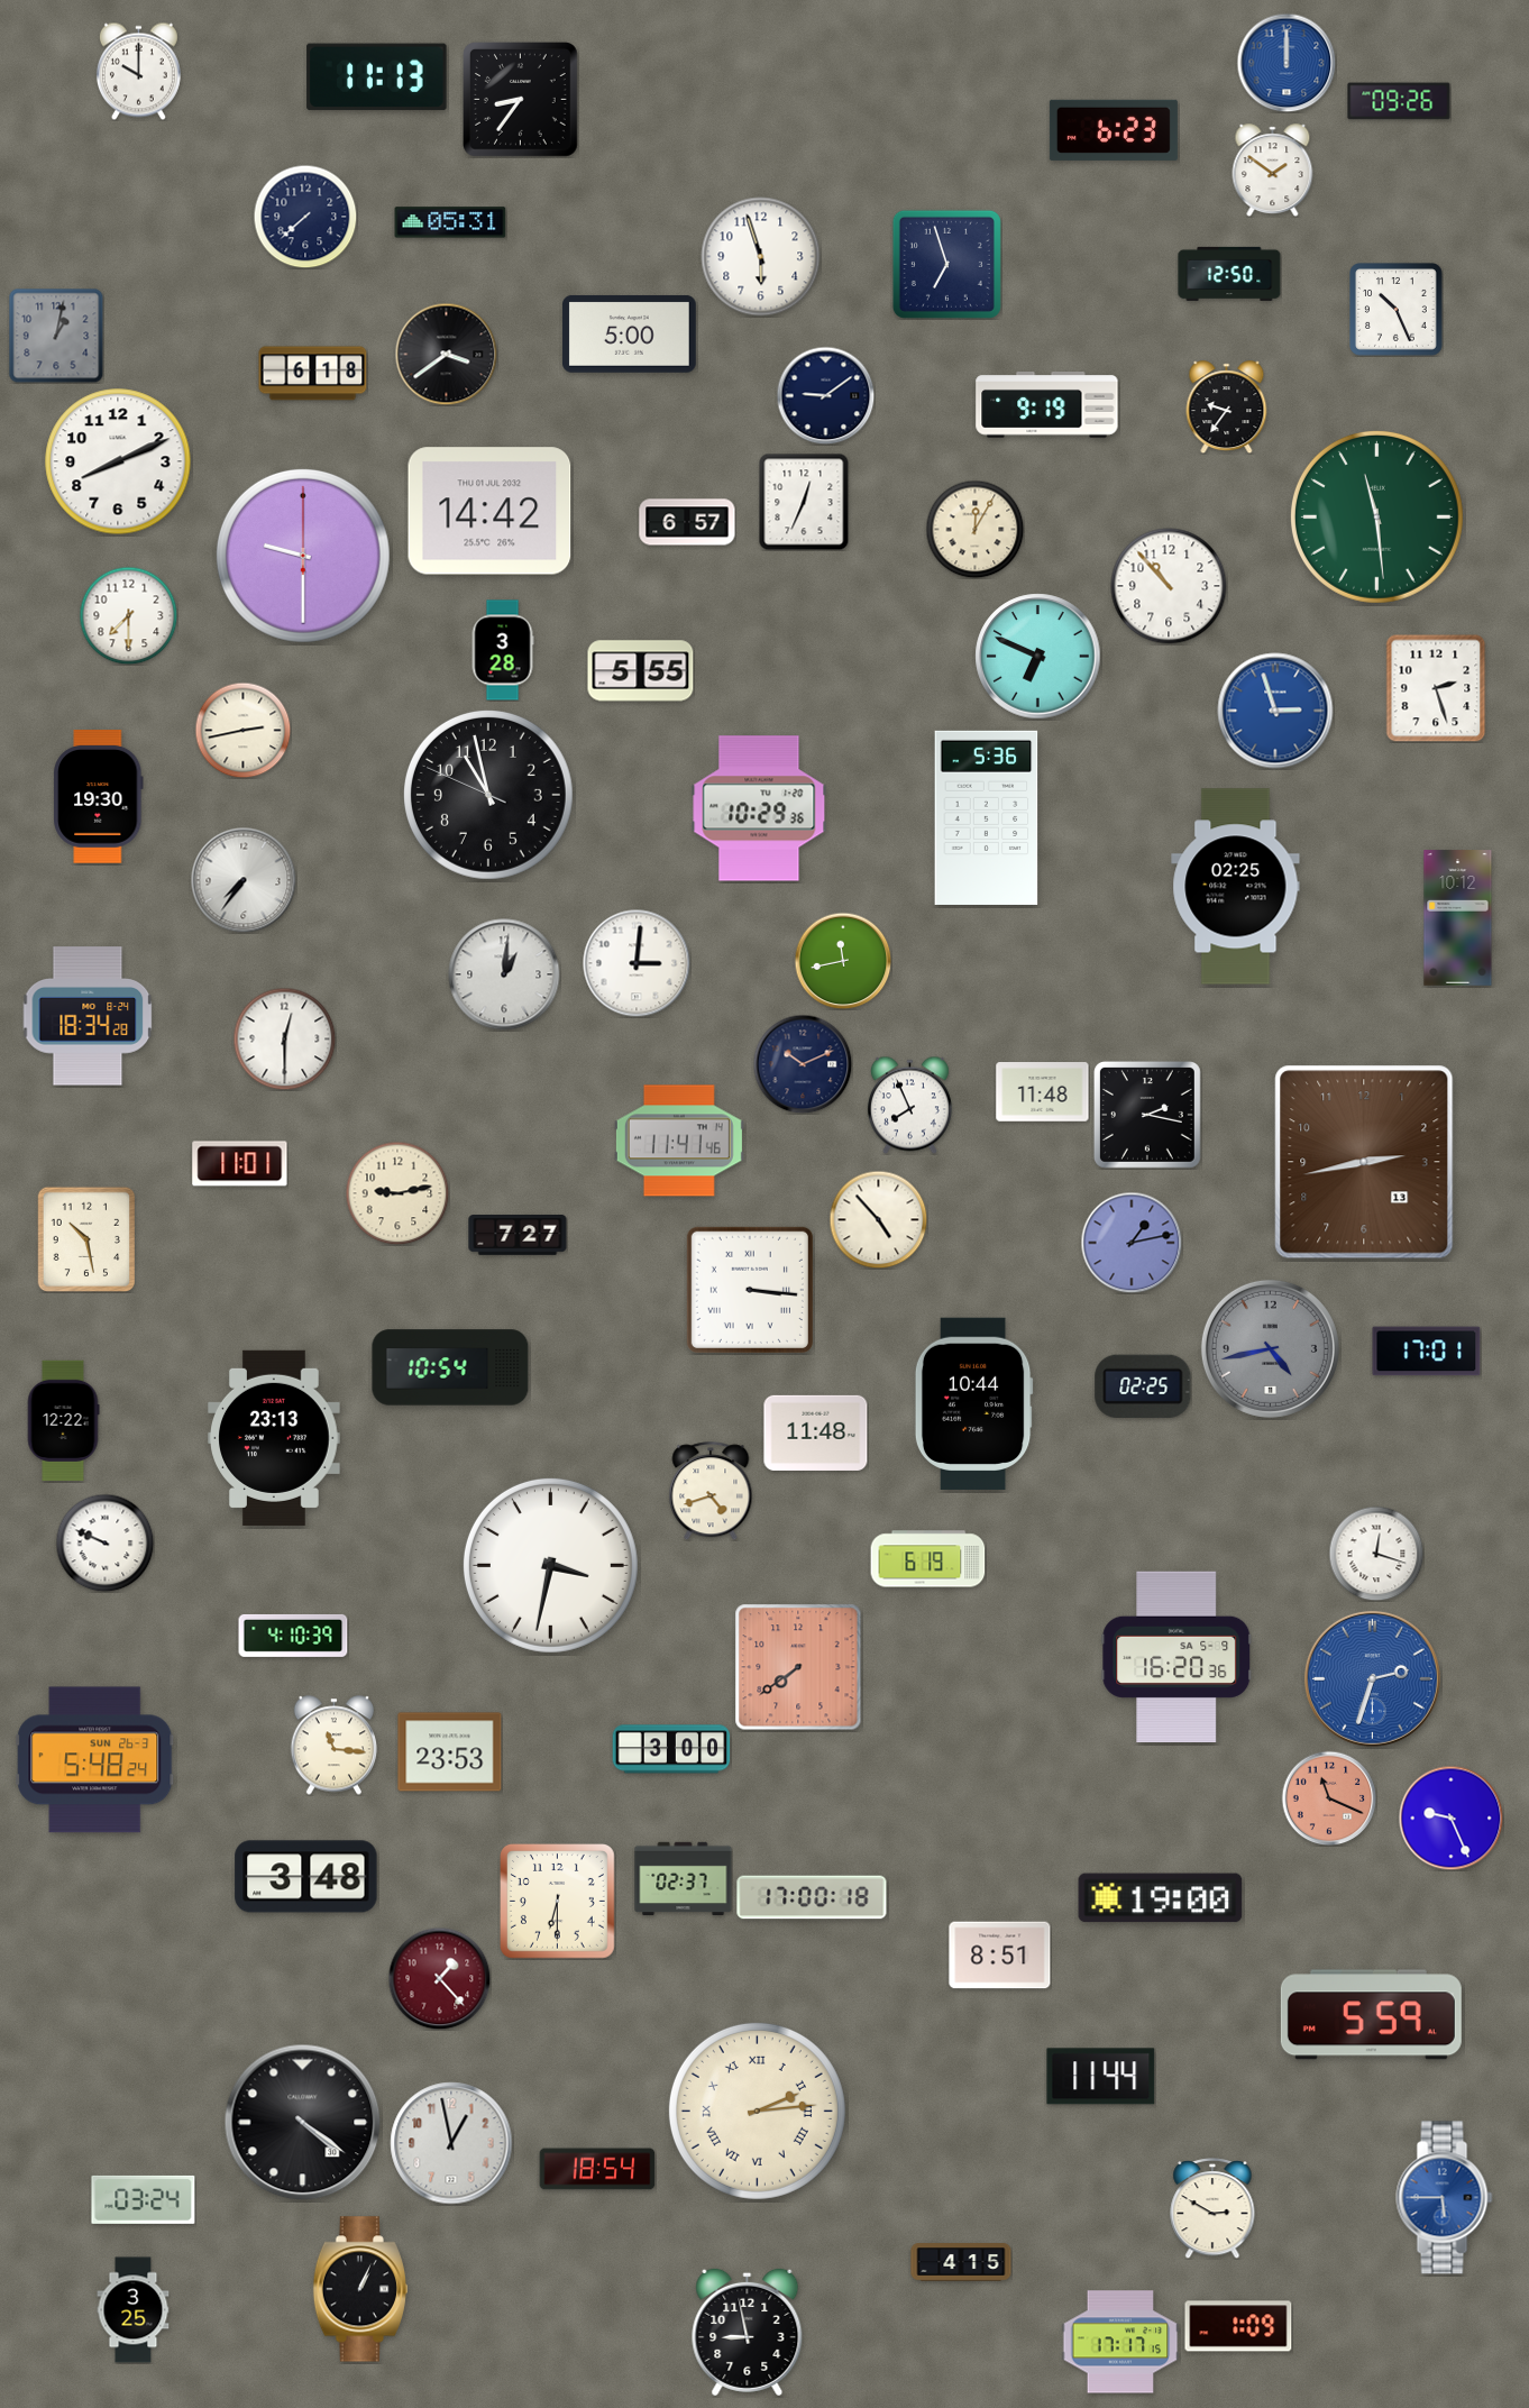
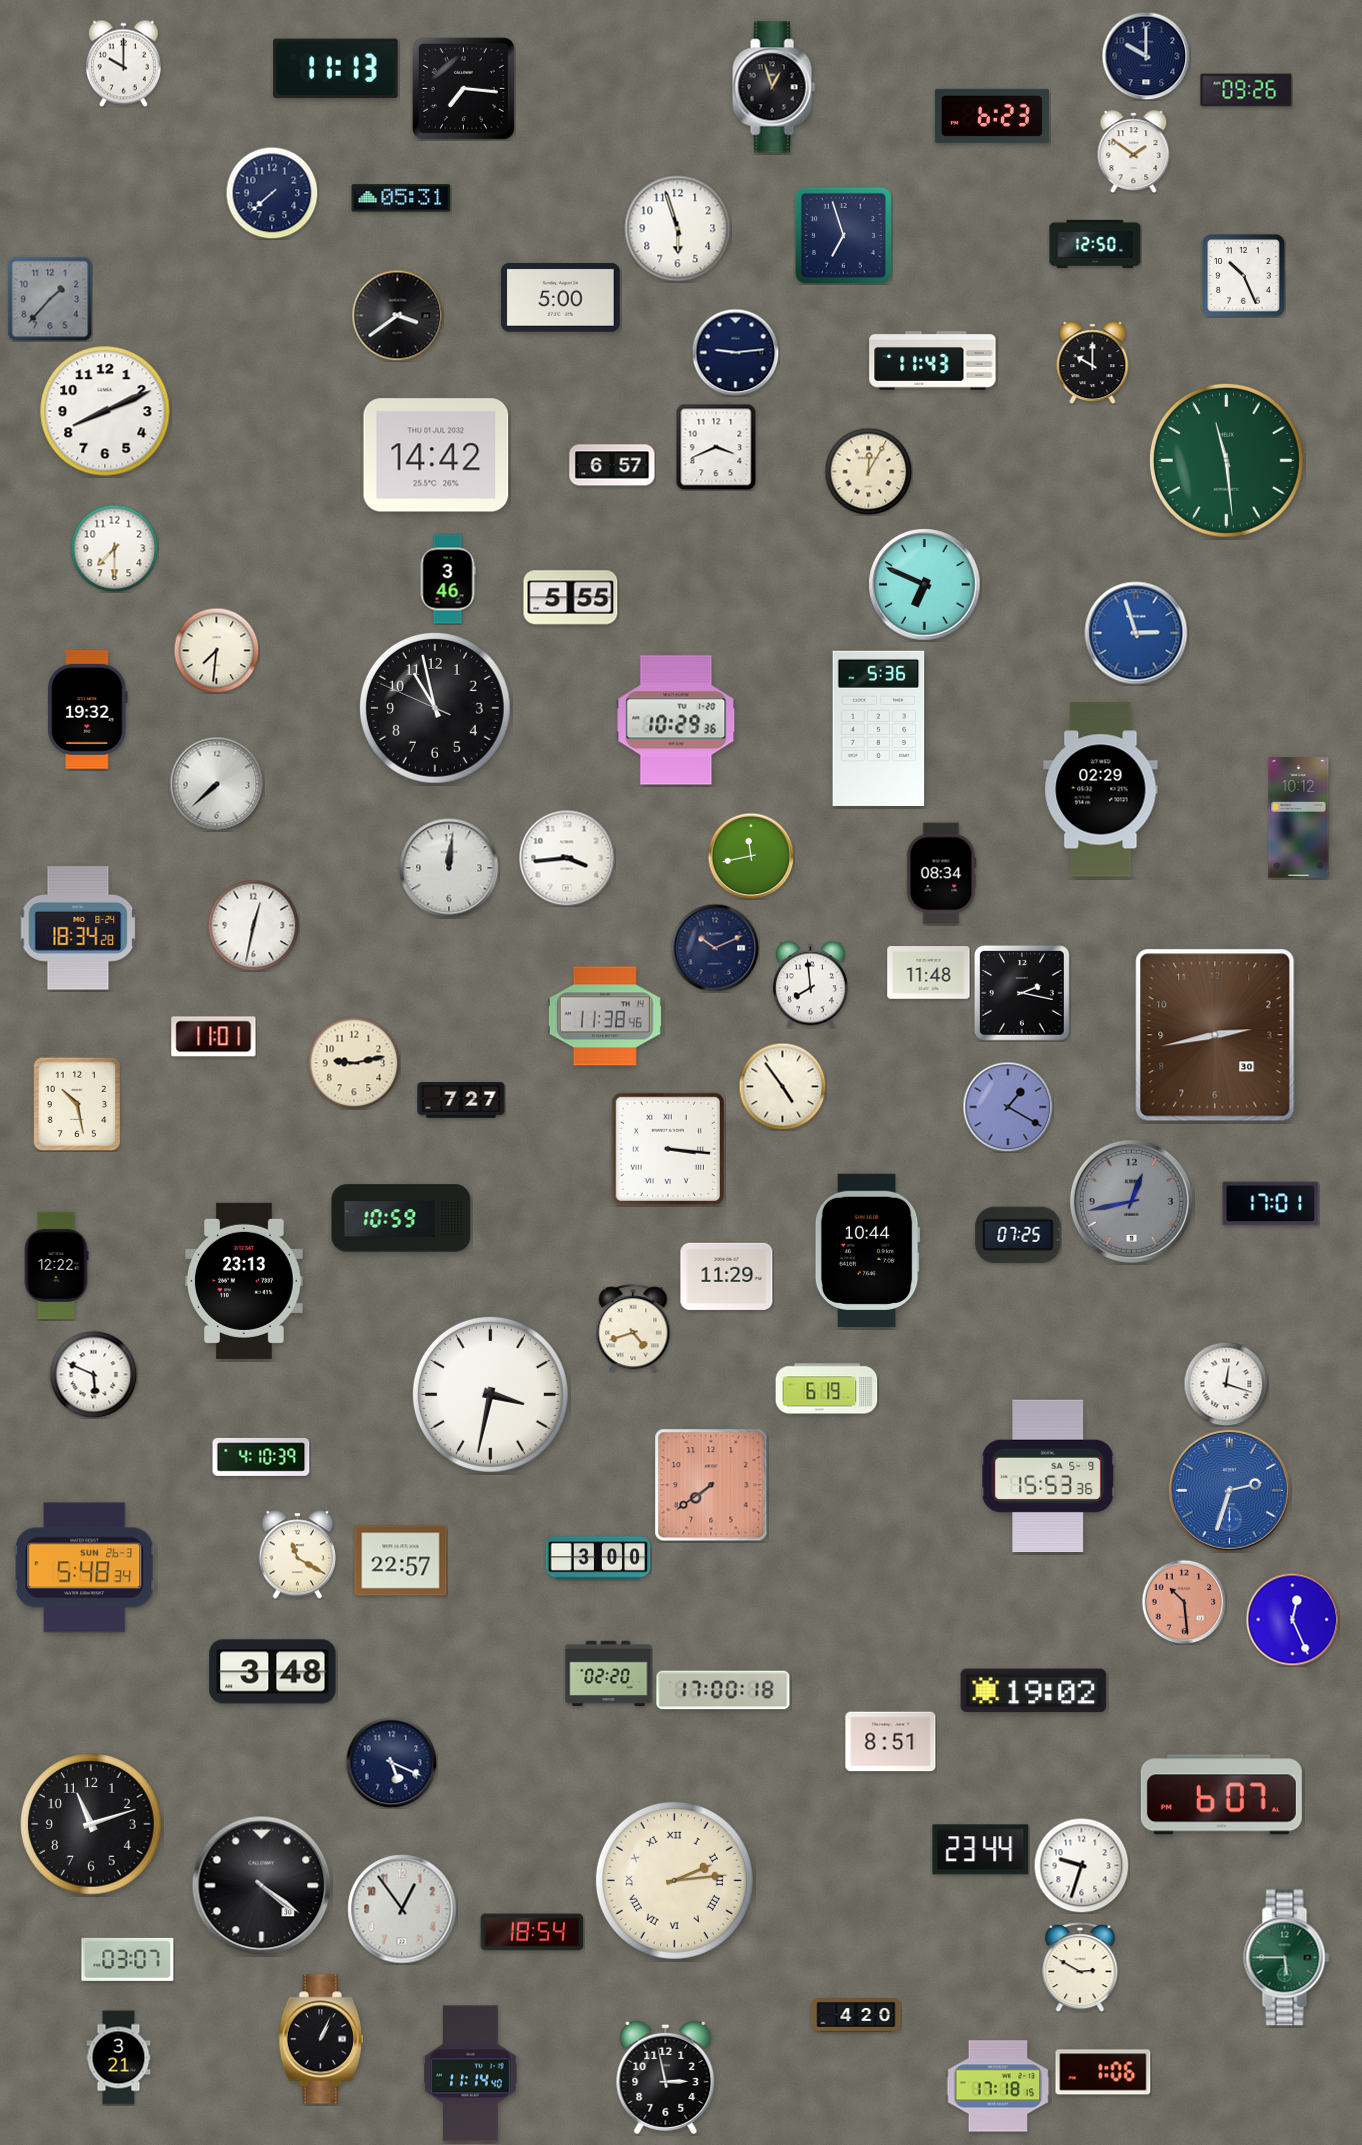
clock at (1287, 63): 12:00 -> 10:00
clock at (1287, 63) dial: blue -> navy
clock at (774, 87): none -> 12:57
clock at (521, 100): 8:36 -> 7:16
clock at (56, 336): 1:02 -> 1:37
clock at (313, 374): 6:18 -> none
clock at (825, 395): 9:09 -> 9:14
clock at (1047, 405): 9:19 -> 11:43
clock at (1227, 408): 9:36 -> 10:00
clock at (804, 502): 12:34 -> 3:41
clock at (303, 556): 9:30 -> none
clock at (1169, 586): 10:53 -> none
clock at (503, 650): 3:28 -> 3:46
clock at (1436, 688): 2:27 -> none
clock at (242, 730): 2:43 -> 7:31
clock at (99, 797): 19:30 -> 19:32
clock at (244, 880): 7:36 -> 7:38
clock at (1236, 887): 02:25 -> 02:29
clock at (637, 963): 3:01 -> 3:44
clock at (504, 974): 1:01 -> 12:01
clock at (941, 874): none -> 08:34
clock at (88, 1016) position: (88, 1016) -> (78, 928)
clock at (284, 1038): 12:30 -> 12:32
clock at (909, 1105): 7:56 -> 7:59
clock at (679, 1141): 11:41 -> 11:38
clock at (1364, 1162) date: 13 -> 30
clock at (878, 1219): 4:53 -> 4:54
clock at (1132, 1243): 1:13 -> 1:20
clock at (1270, 1348): 4:43 -> 12:43
clock at (450, 1367): 10:54 -> 10:59
clock at (1143, 1386): 02:25 -> 07:25
clock at (816, 1432): 11:48 -> 11:29
clock at (104, 1542): 9:49 -> 5:49
clock at (1176, 1657): 16:20 -> 15:53
clock at (1372, 1678) position: (1372, 1678) -> (1229, 1490)
clock at (335, 1746): 11:16 -> 11:20
clock at (450, 1752): 23:53 -> 22:57
clock at (95, 1760): 5:48:24 -> 5:48:34
clock at (1329, 1798): 11:19 -> 10:29
clock at (1450, 1818): 9:26 -> 12:26
clock at (684, 1879): 02:37 -> 02:20
clock at (1161, 1898): 19:00 -> 19:02
clock at (558, 1902): 6:30 -> none
clock at (439, 1978): 1:23 -> 5:19
clock at (439, 1978) dial: burgundy -> navy
clock at (1371, 2015): 5:59 -> 6:07
clock at (91, 1824): none -> 11:12
clock at (1101, 2077): 11:44 -> 23:44
clock at (1081, 1865): none -> 9:33
clock at (303, 2123) position: (303, 2123) -> (262, 1886)
clock at (451, 2143): 12:58 -> 12:54
clock at (1445, 2198) dial: blue -> green
clock at (144, 2199): 03:24 -> 03:07
clock at (961, 2262): 4:15 -> 4:20
clock at (134, 2310): 3:25 -> 3:21
clock at (1238, 2326): 1:09 -> 1:06
clock at (471, 2074): none -> 11:14
clock at (748, 2332): 8:58 -> 2:58
clock at (1120, 2342): 17:17 -> 17:18
